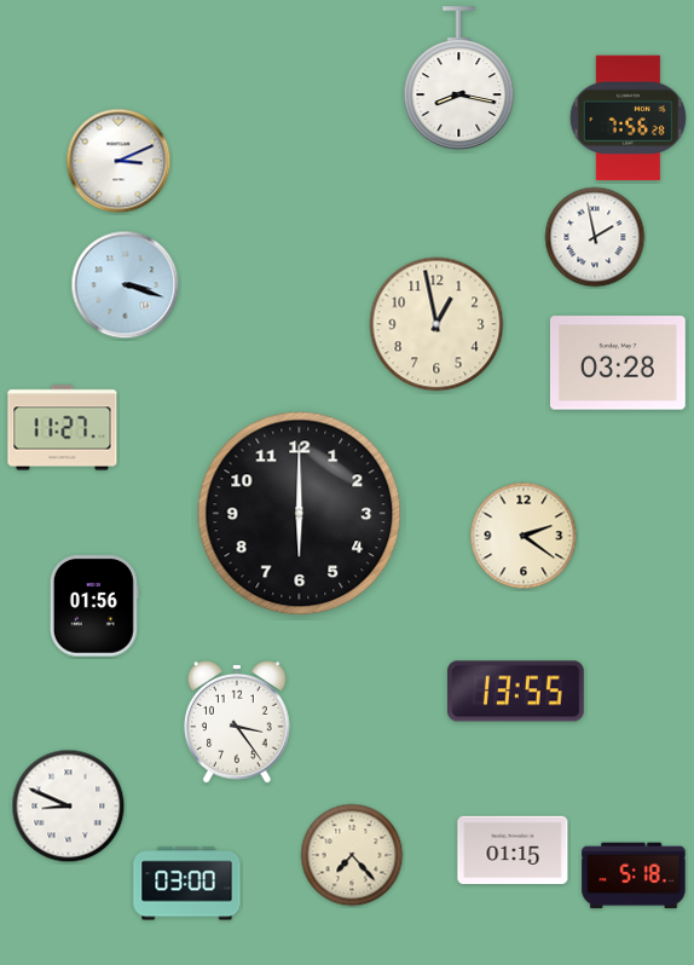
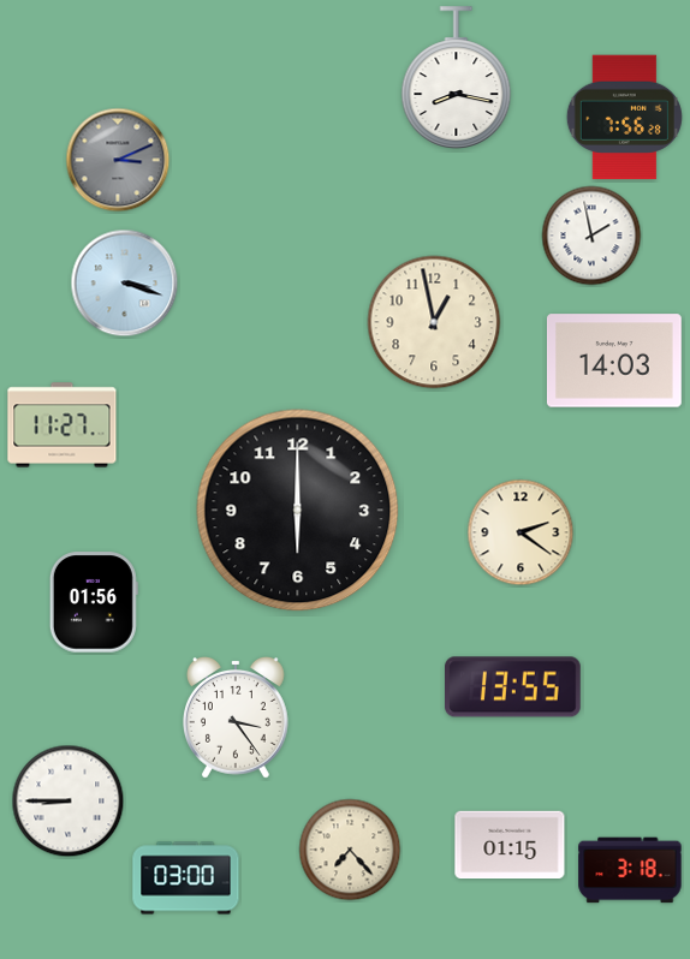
clock at (118, 161) dial: white -> grey
clock at (618, 363): 03:28 -> 14:03
clock at (69, 807): 8:49 -> 8:45
clock at (634, 876): 5:18 -> 3:18
